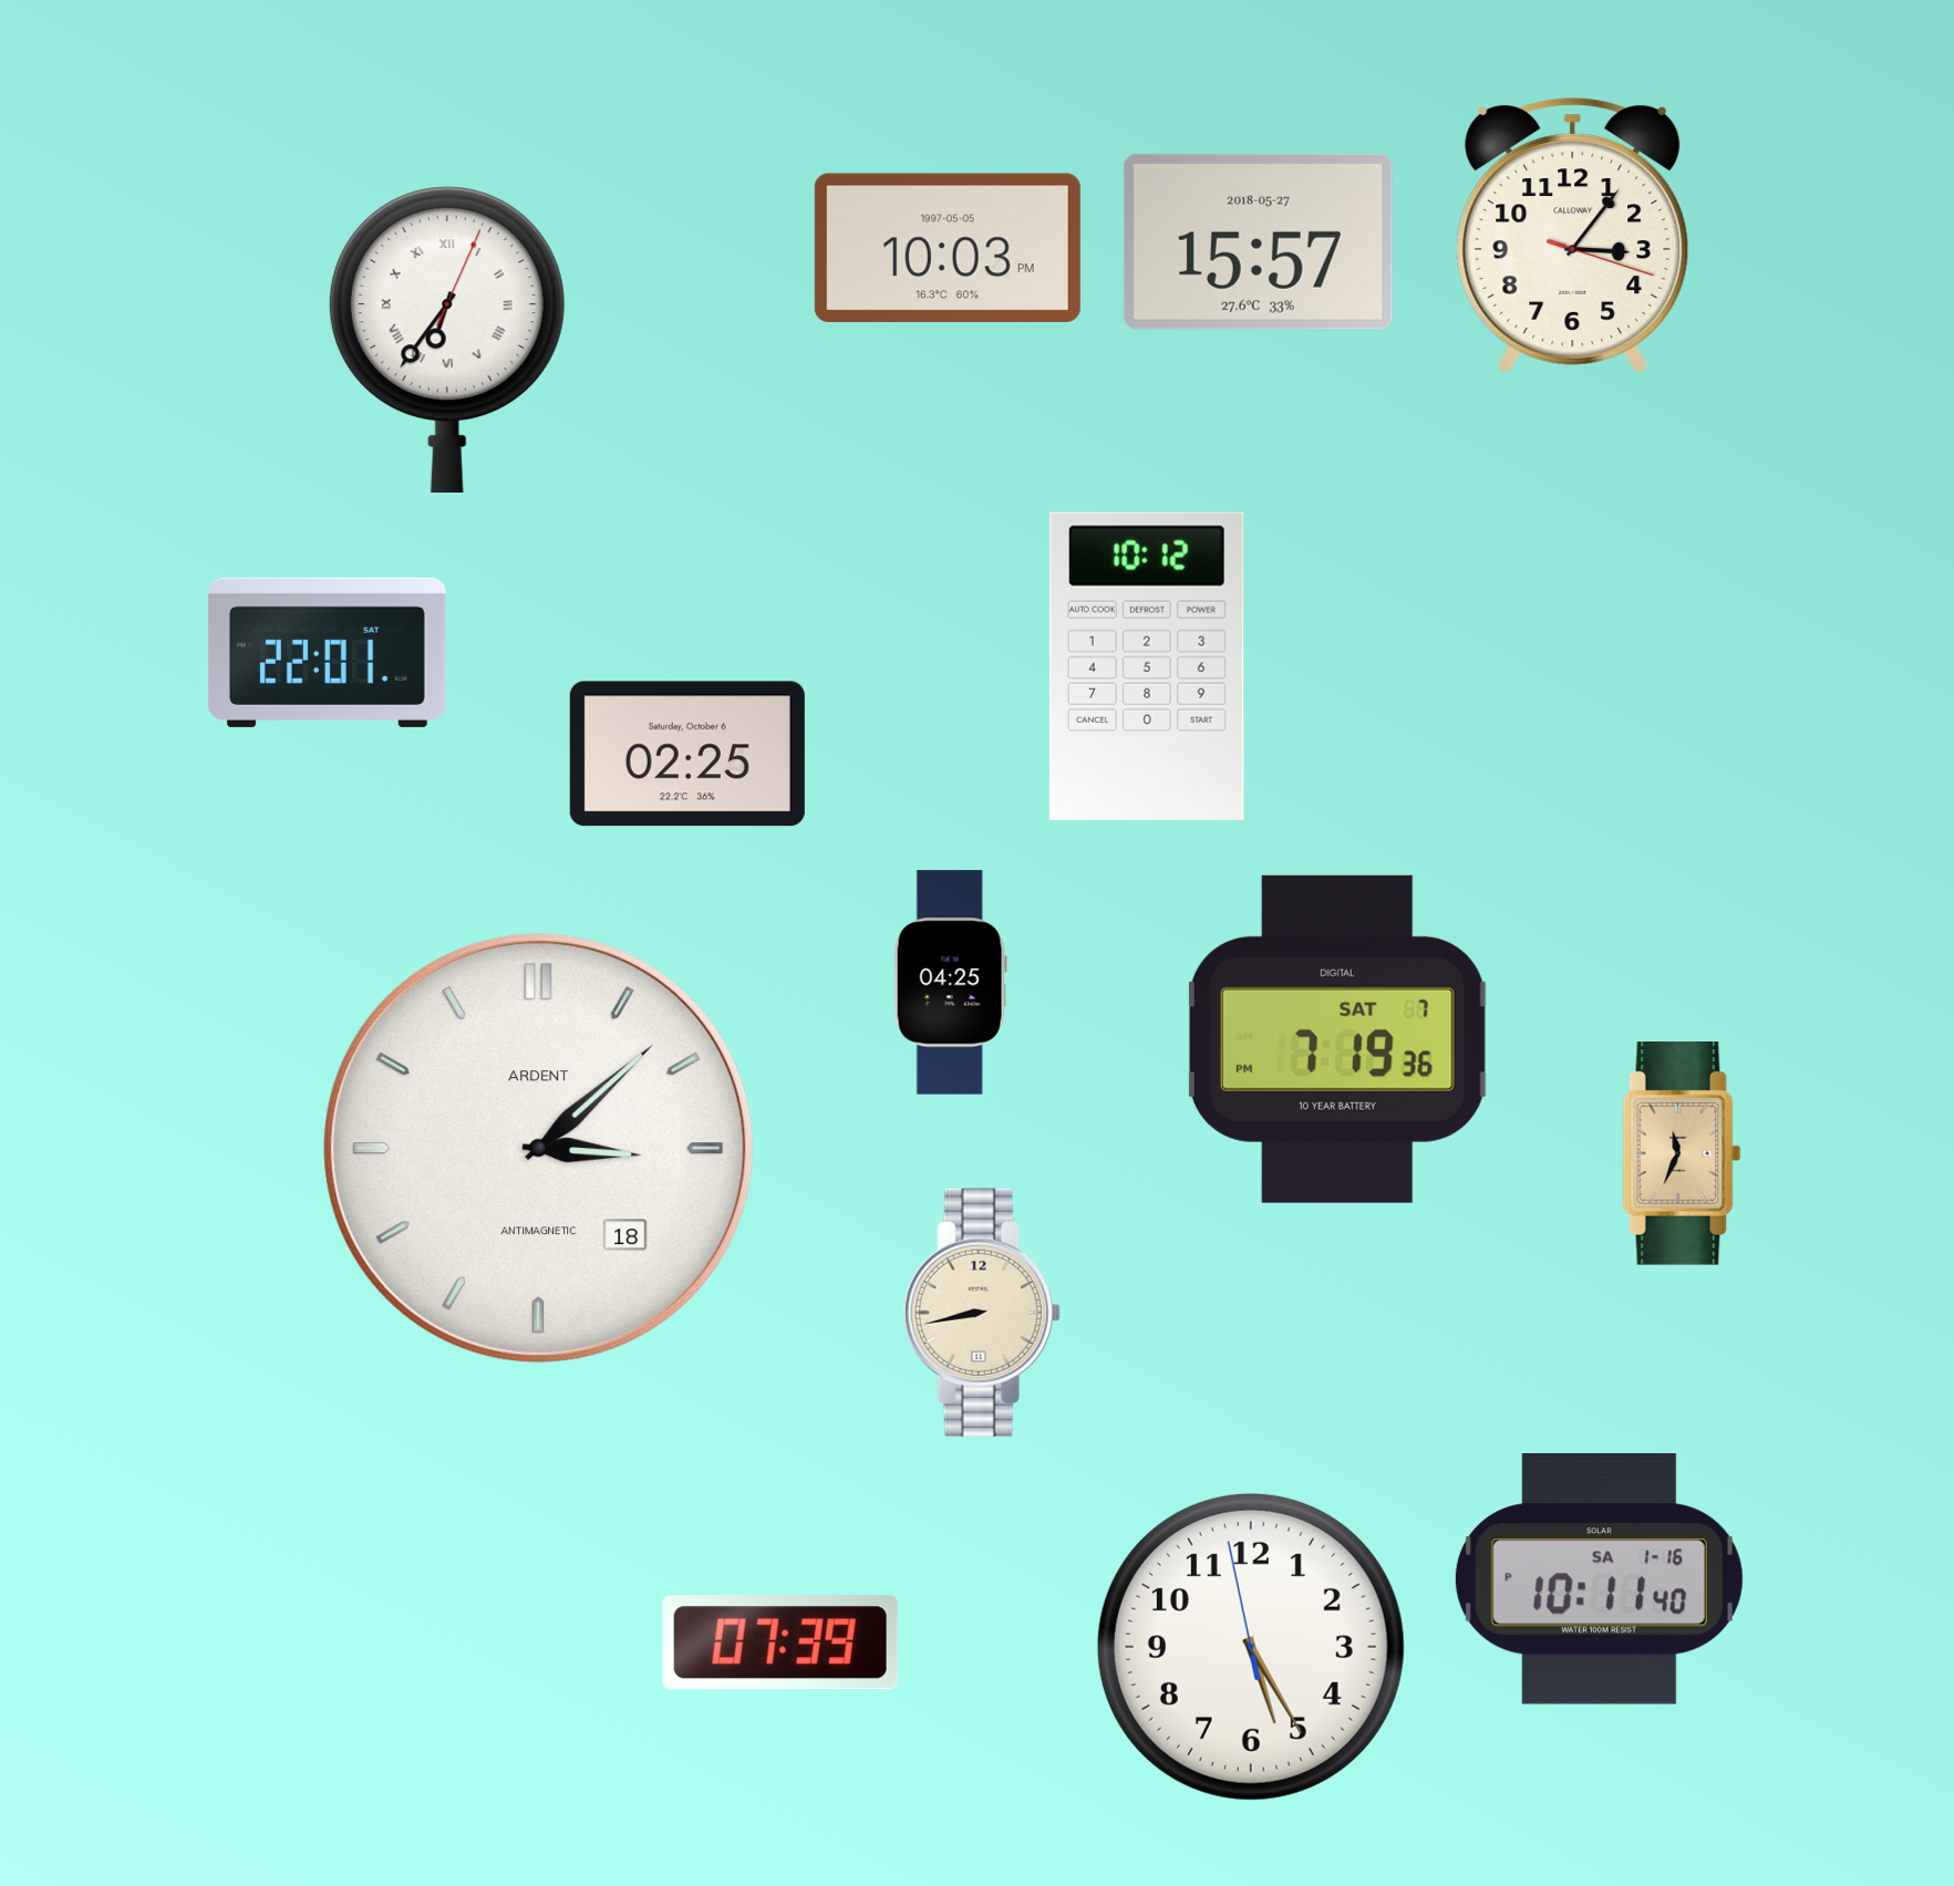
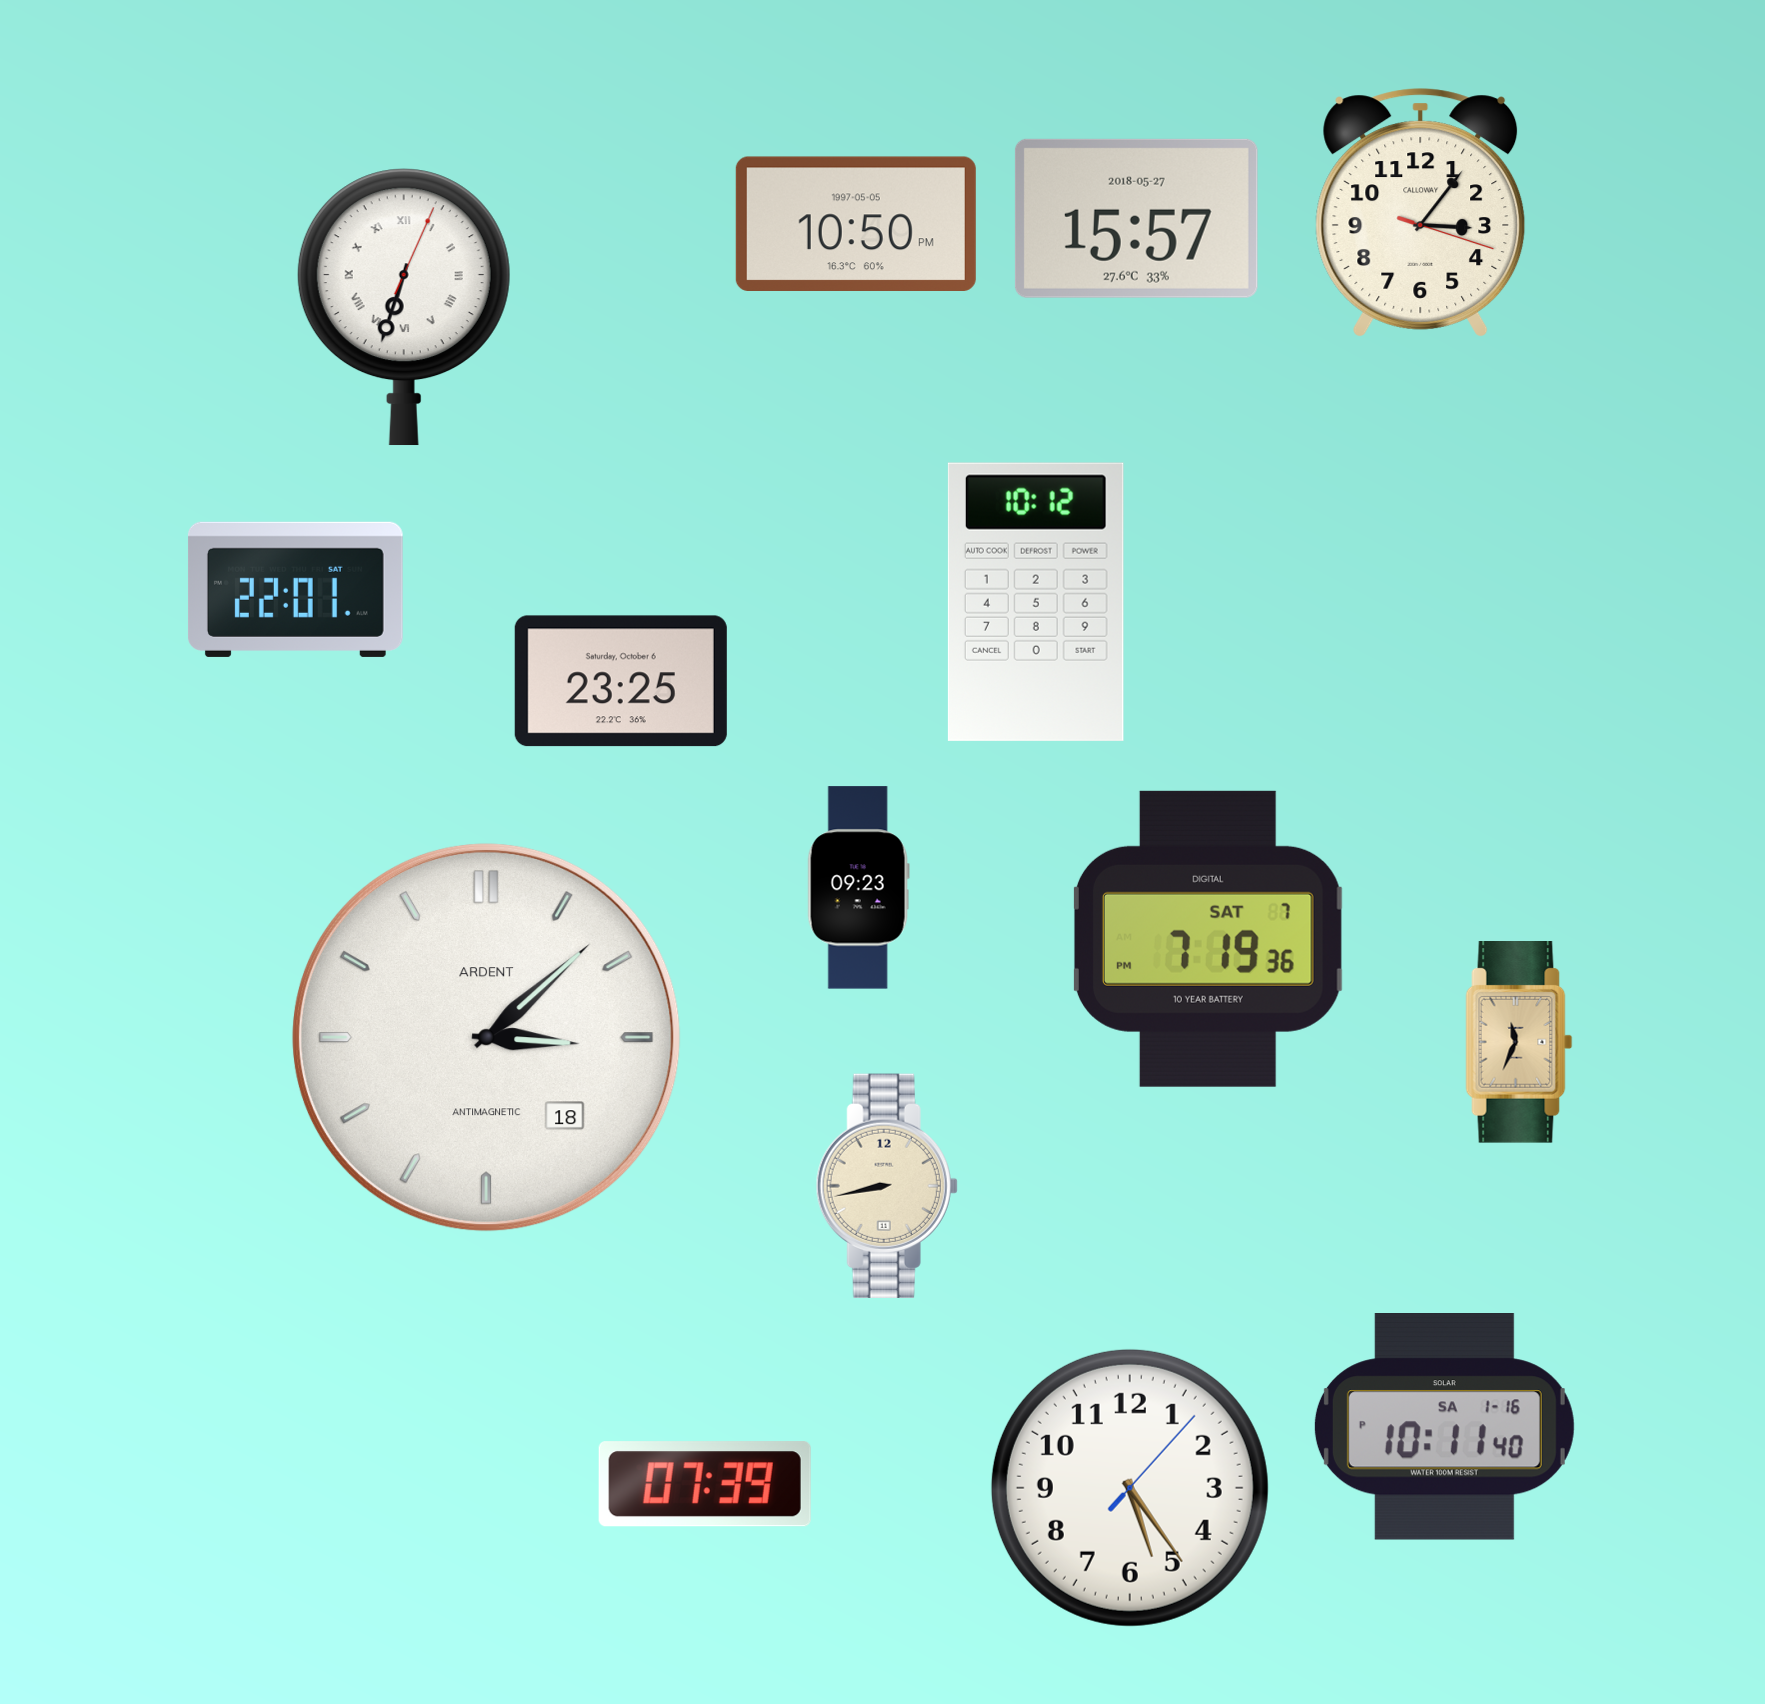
clock at (948, 247): 10:03 -> 10:50
clock at (447, 340): 6:36 -> 6:33
clock at (687, 754): 02:25 -> 23:25
clock at (950, 983): 04:25 -> 09:23
clock at (1251, 1647): 5:24:58 -> 5:24:07
